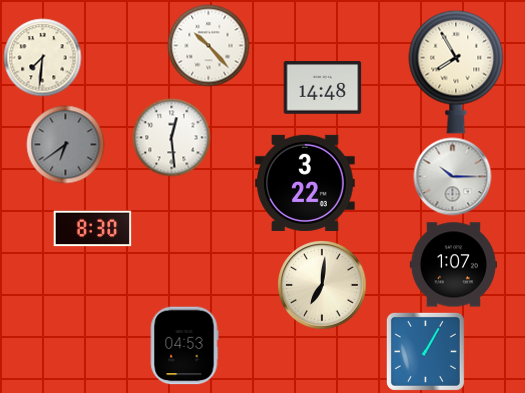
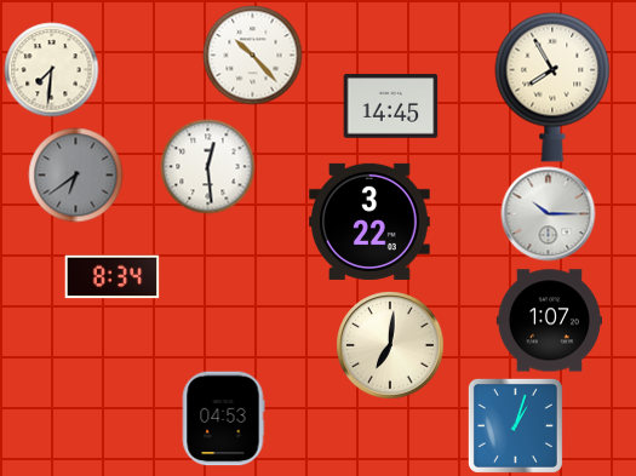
clock at (322, 88): 14:48 -> 14:45
clock at (65, 144) position: (65, 144) -> (75, 174)
clock at (92, 229): 8:30 -> 8:34
clock at (425, 351): 1:05 -> 1:03
